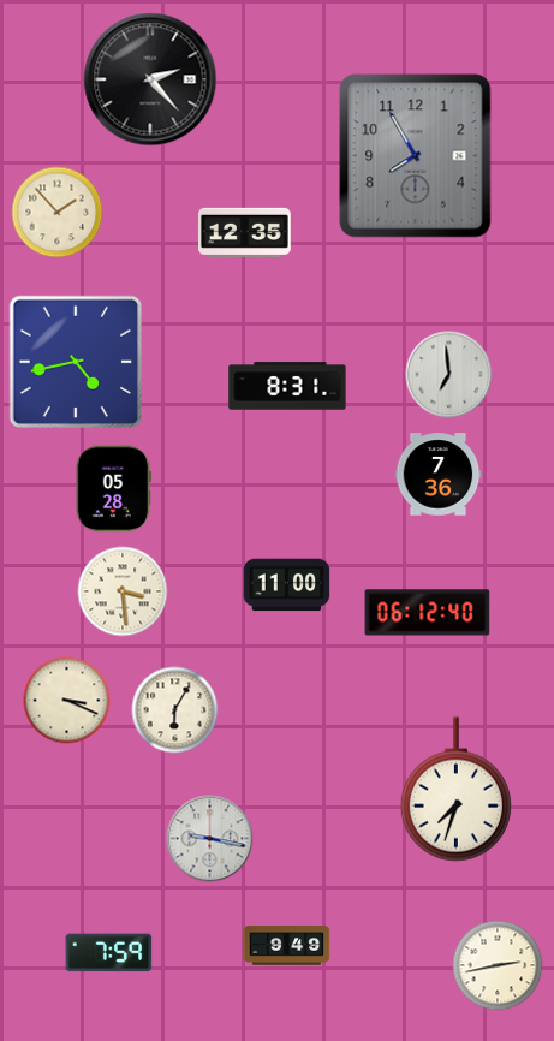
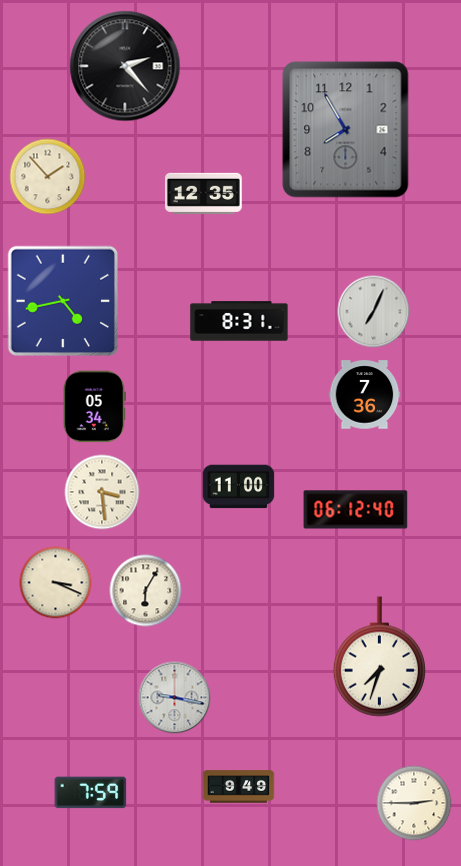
clock at (449, 375): 6:59 -> 7:04
clock at (113, 489): 05:28 -> 05:34
clock at (498, 965): 2:43 -> 2:45
